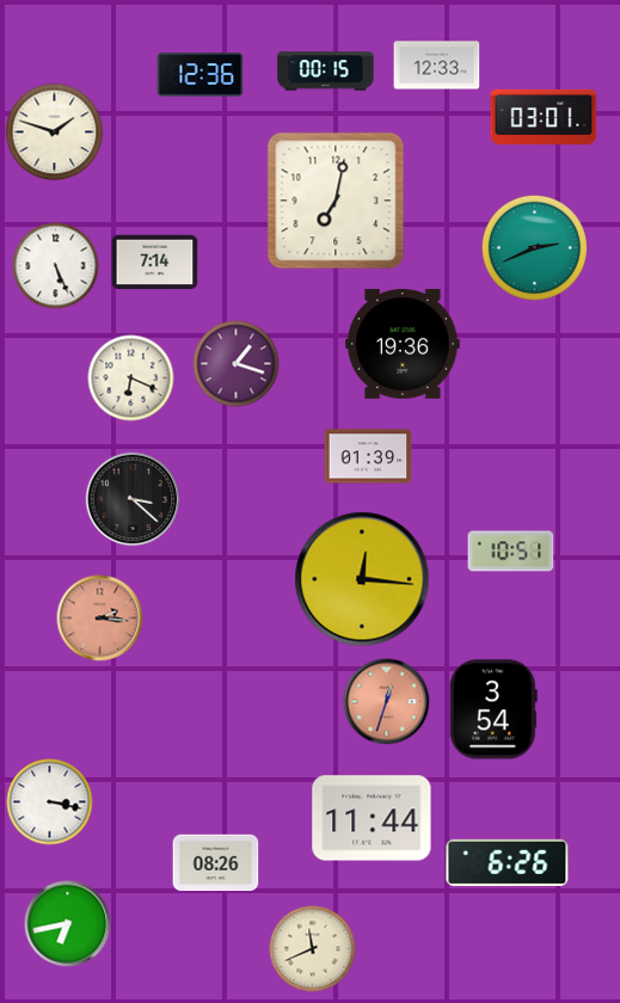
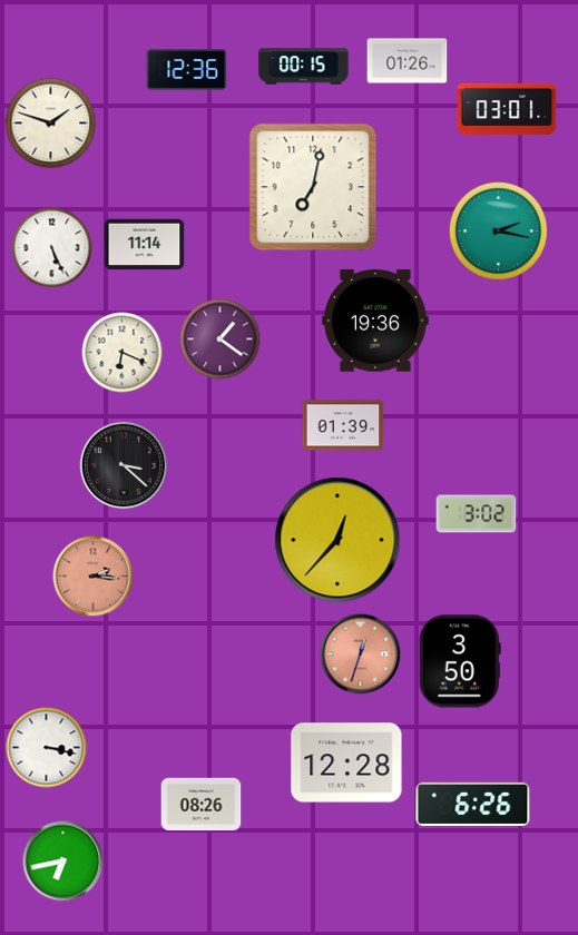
clock at (437, 66): 12:33 -> 01:26
clock at (534, 247): 2:41 -> 2:17
clock at (155, 263): 7:14 -> 11:14
clock at (237, 364): 1:18 -> 1:21
clock at (511, 552): 10:51 -> 3:02
clock at (362, 579): 12:16 -> 12:37
clock at (493, 709): 3:54 -> 3:50
clock at (372, 818): 11:44 -> 12:28
clock at (313, 949): 11:41 -> none
